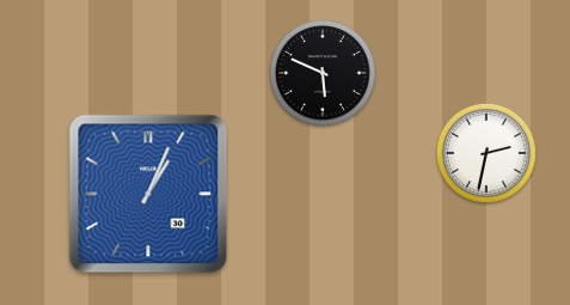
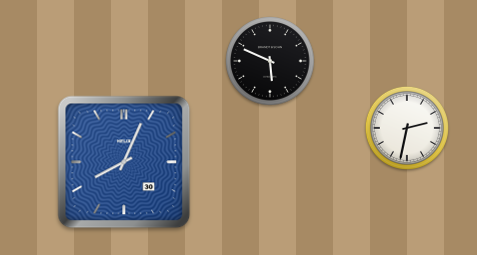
clock at (148, 194): 1:04 -> 8:04
